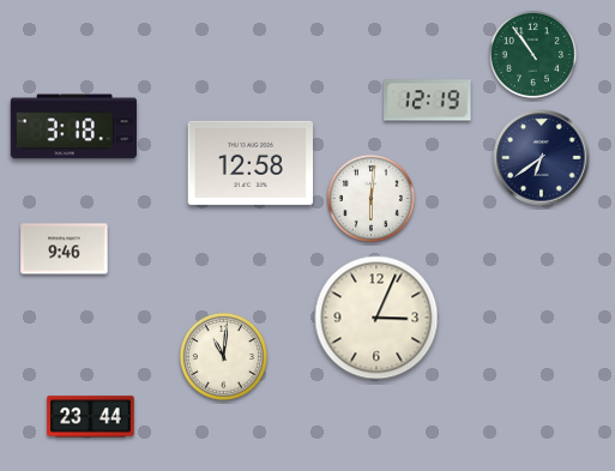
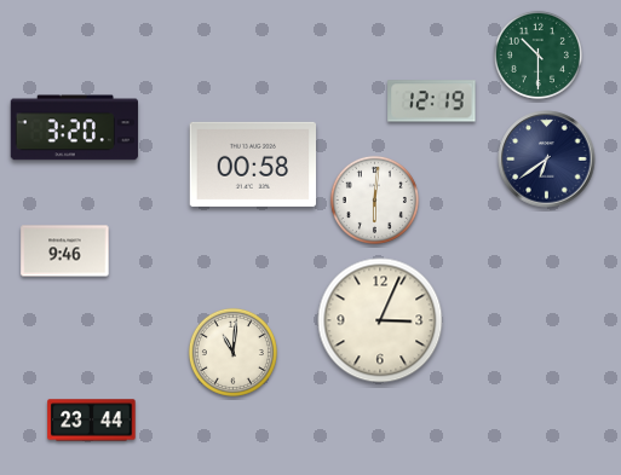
clock at (532, 54): 10:54 -> 10:30
clock at (73, 127): 3:18 -> 3:20
clock at (251, 163): 12:58 -> 00:58
clock at (223, 356) position: (223, 356) -> (232, 352)
